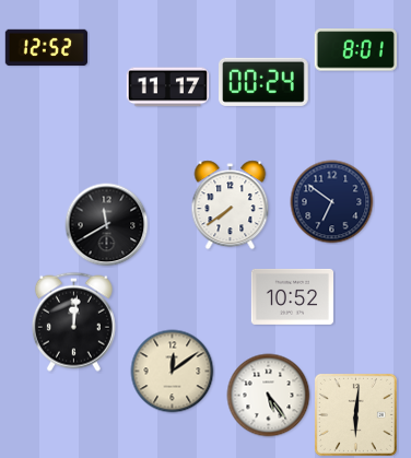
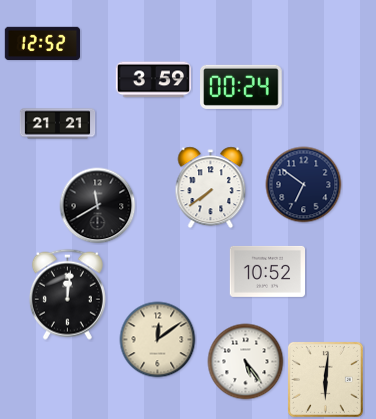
clock at (355, 50): 8:01 -> none
clock at (265, 82) position: (265, 82) -> (242, 87)
clock at (167, 87): 11:17 -> 3:59
clock at (58, 124): none -> 21:21
